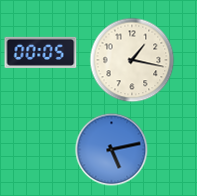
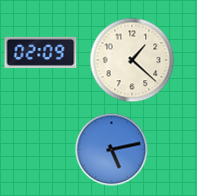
clock at (41, 52): 00:05 -> 02:09
clock at (132, 60): 1:17 -> 1:22
